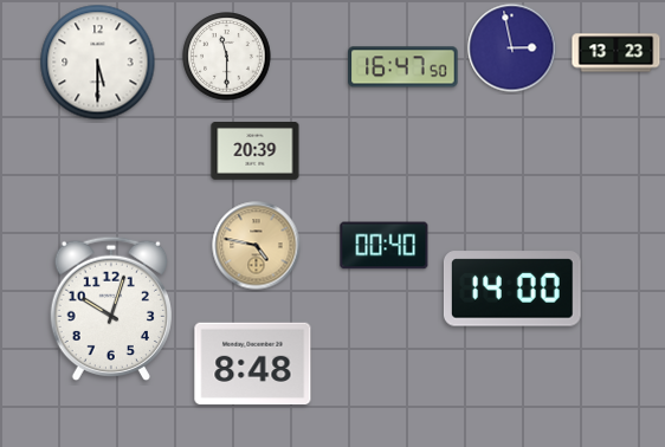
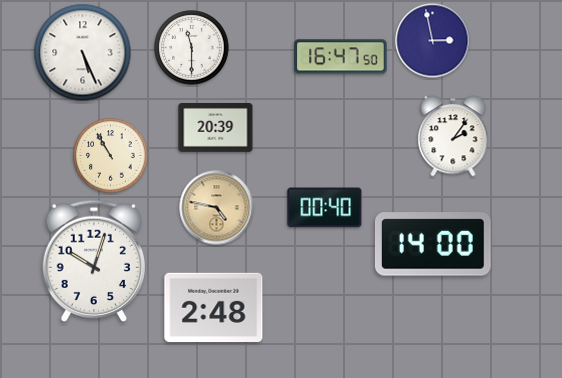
clock at (616, 53): 13:23 -> none
clock at (98, 63): 5:30 -> 5:26
clock at (453, 136): none -> 2:06
clock at (111, 156): none -> 10:55
clock at (253, 363): 8:48 -> 2:48
